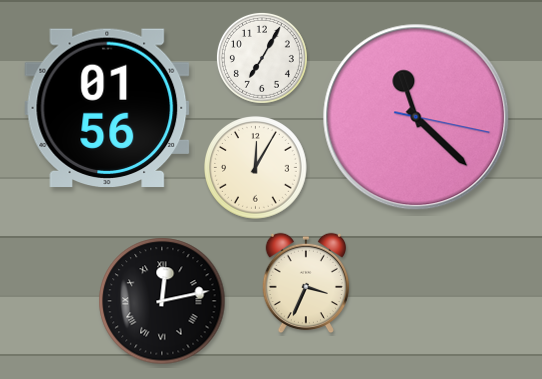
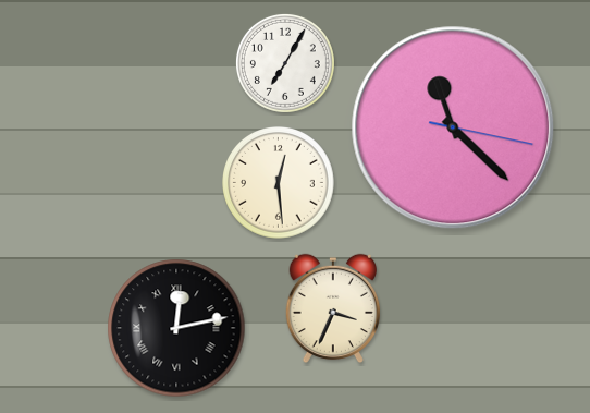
clock at (107, 108): 01:56 -> none
clock at (256, 168): 12:05 -> 12:29
